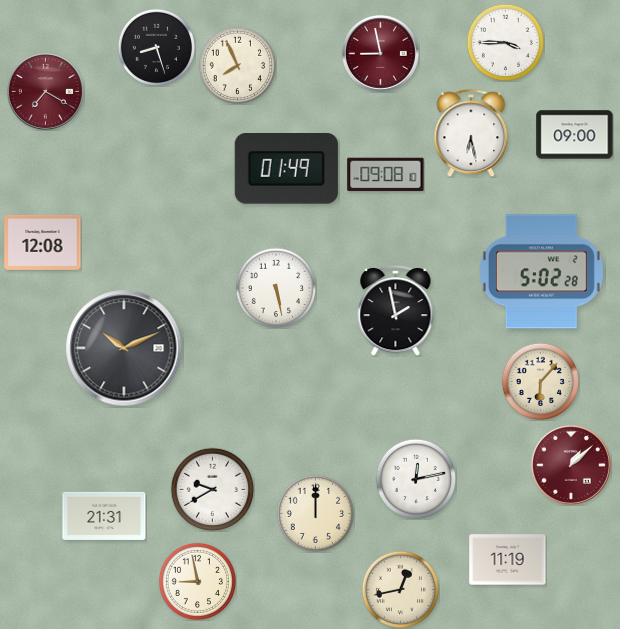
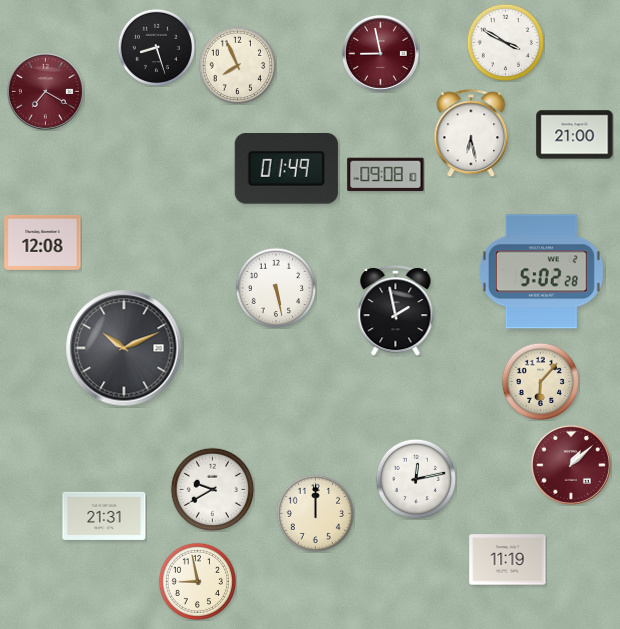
clock at (505, 42): 3:45 -> 3:50
clock at (575, 135): 09:00 -> 21:00
clock at (400, 589): 12:43 -> none
